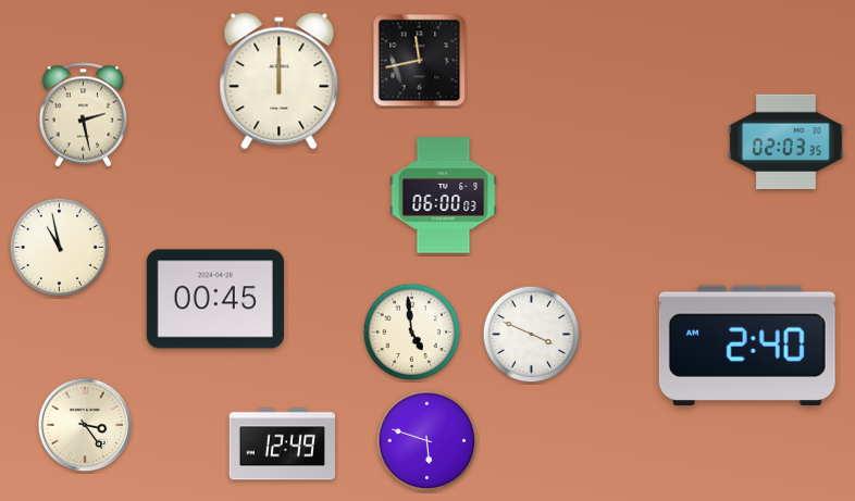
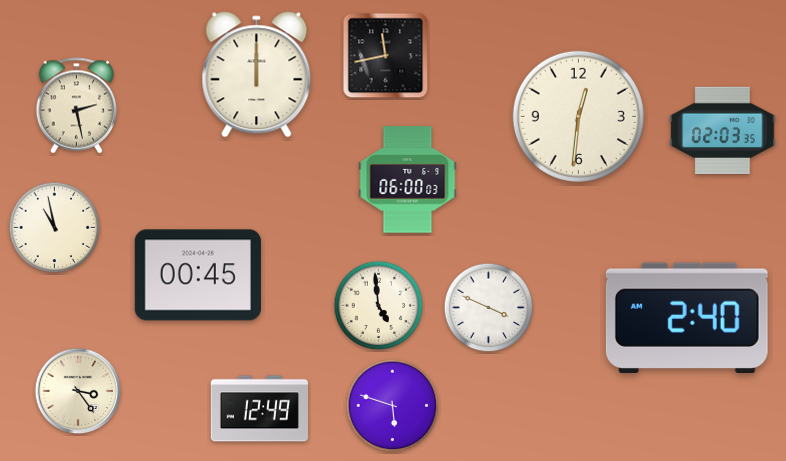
clock at (578, 116): none -> 12:31
